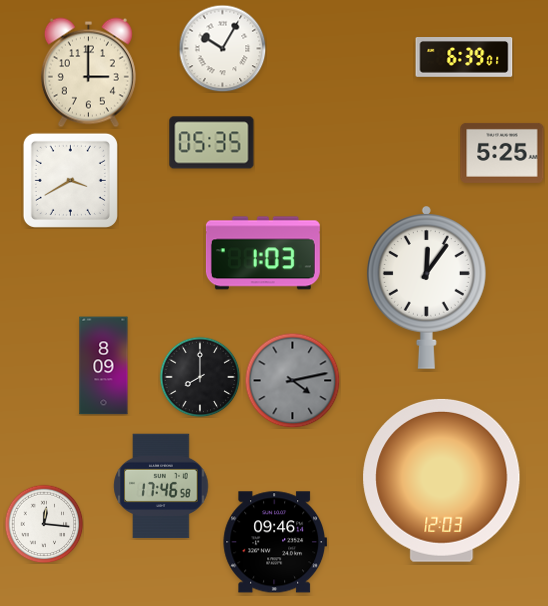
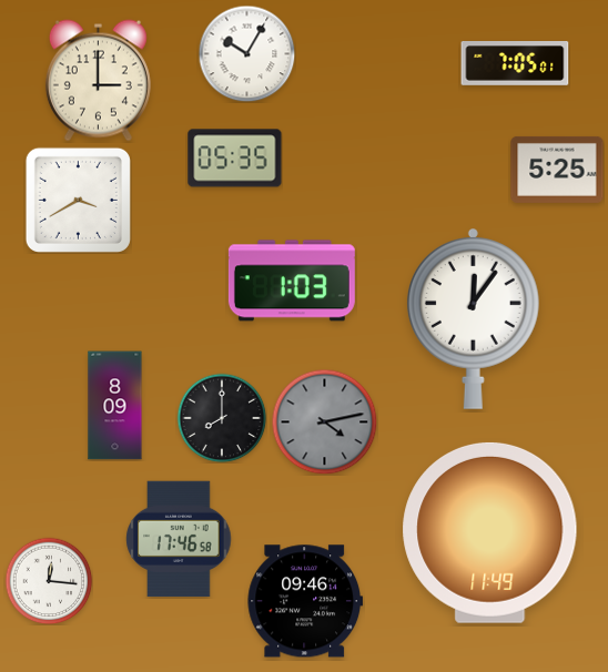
clock at (464, 58): 6:39 -> 7:05
clock at (442, 480): 12:03 -> 11:49
